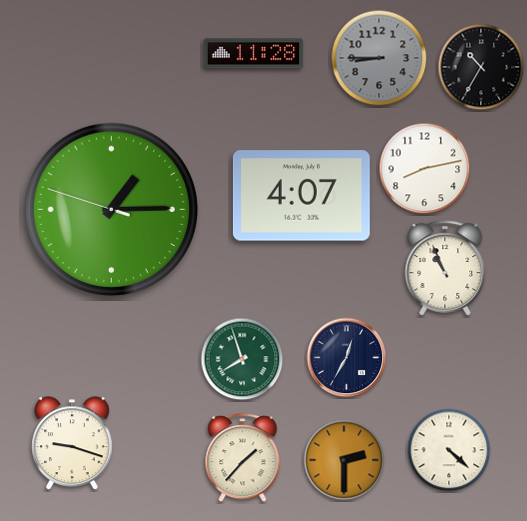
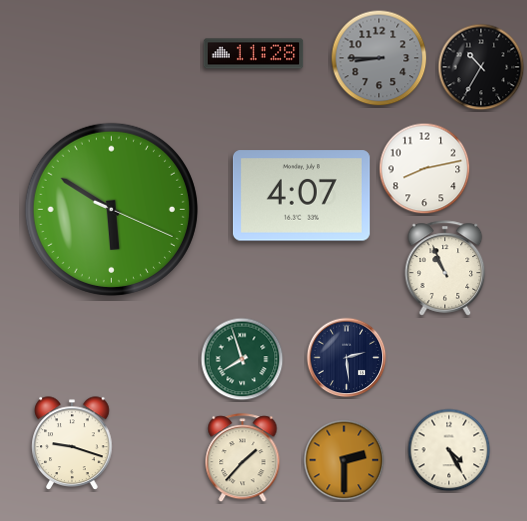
clock at (111, 209): 1:14 -> 5:50
clock at (347, 358): 12:35 -> 2:29
clock at (449, 450): 4:22 -> 4:25
